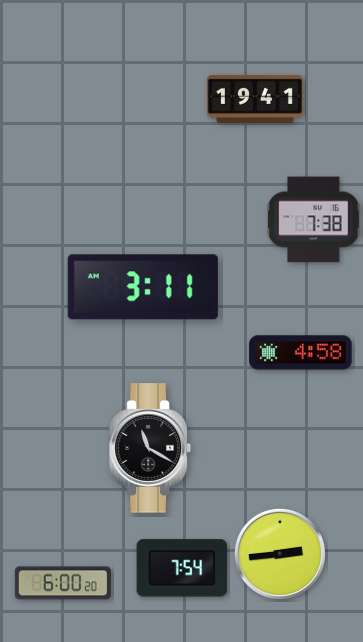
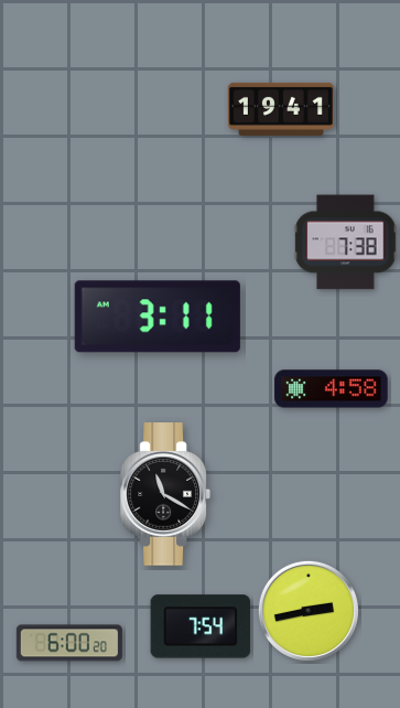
clock at (280, 554): 2:44 -> 2:43
